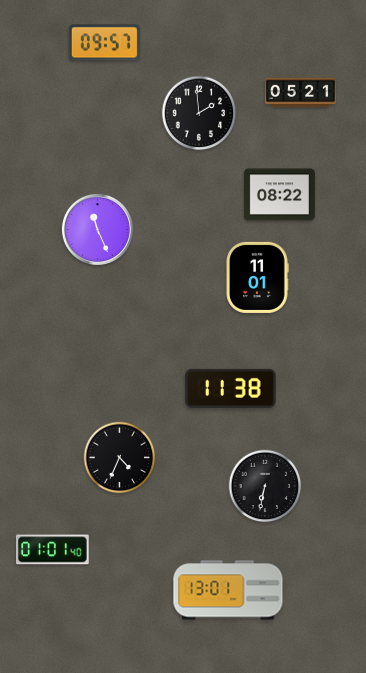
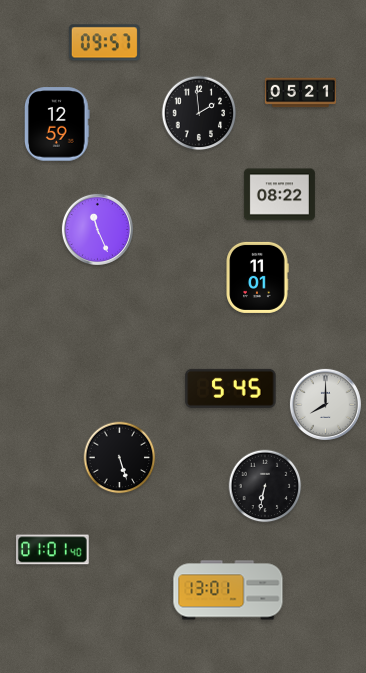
clock at (58, 124): none -> 12:59
clock at (231, 388): 11:38 -> 5:45
clock at (325, 404): none -> 8:00
clock at (120, 458): 4:34 -> 5:27
